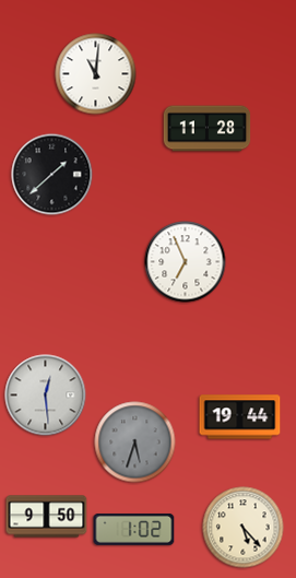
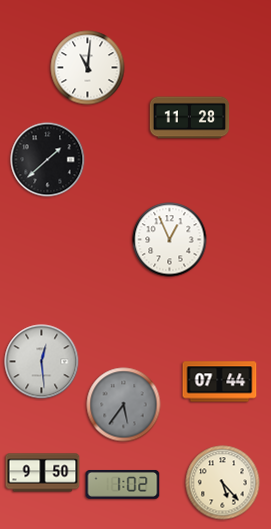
clock at (186, 262): 6:56 -> 12:56
clock at (240, 417): 19:44 -> 07:44
clock at (135, 443): 5:33 -> 5:36
